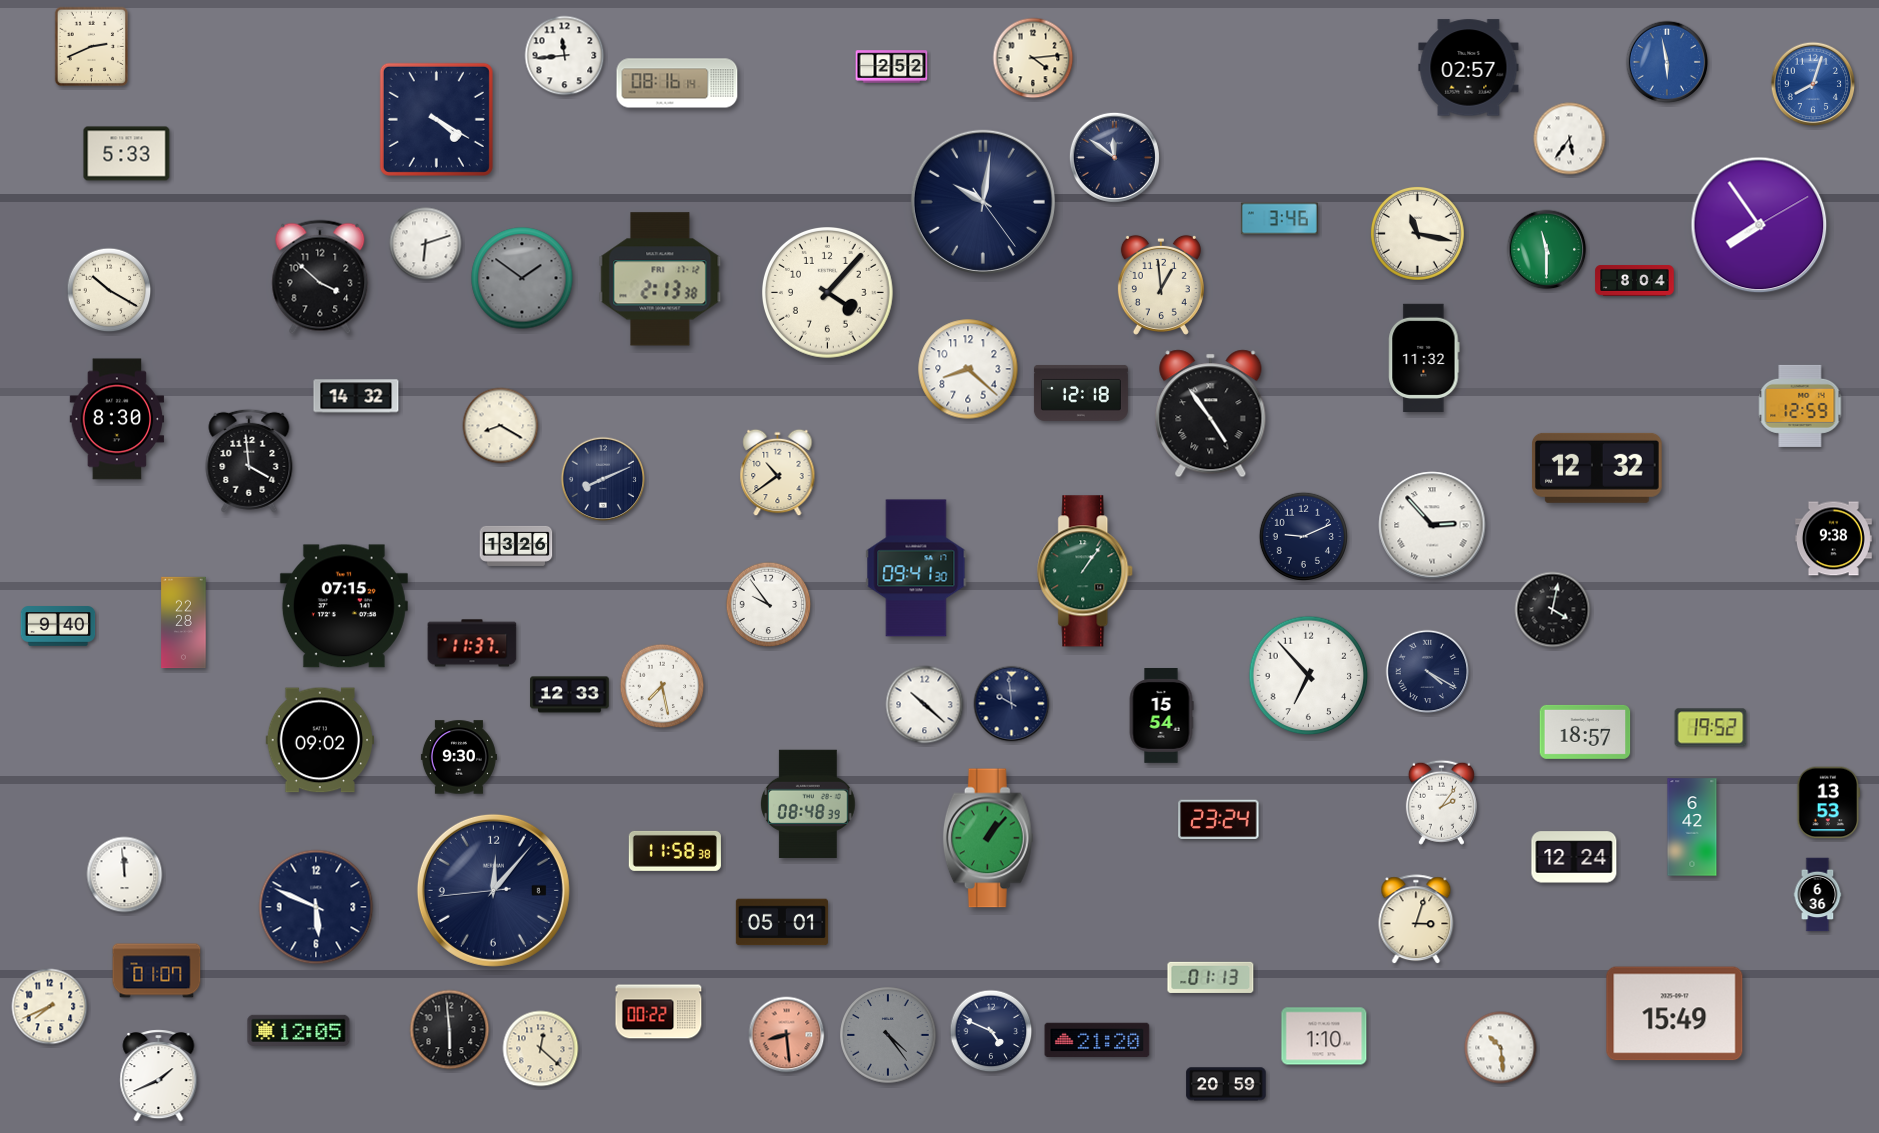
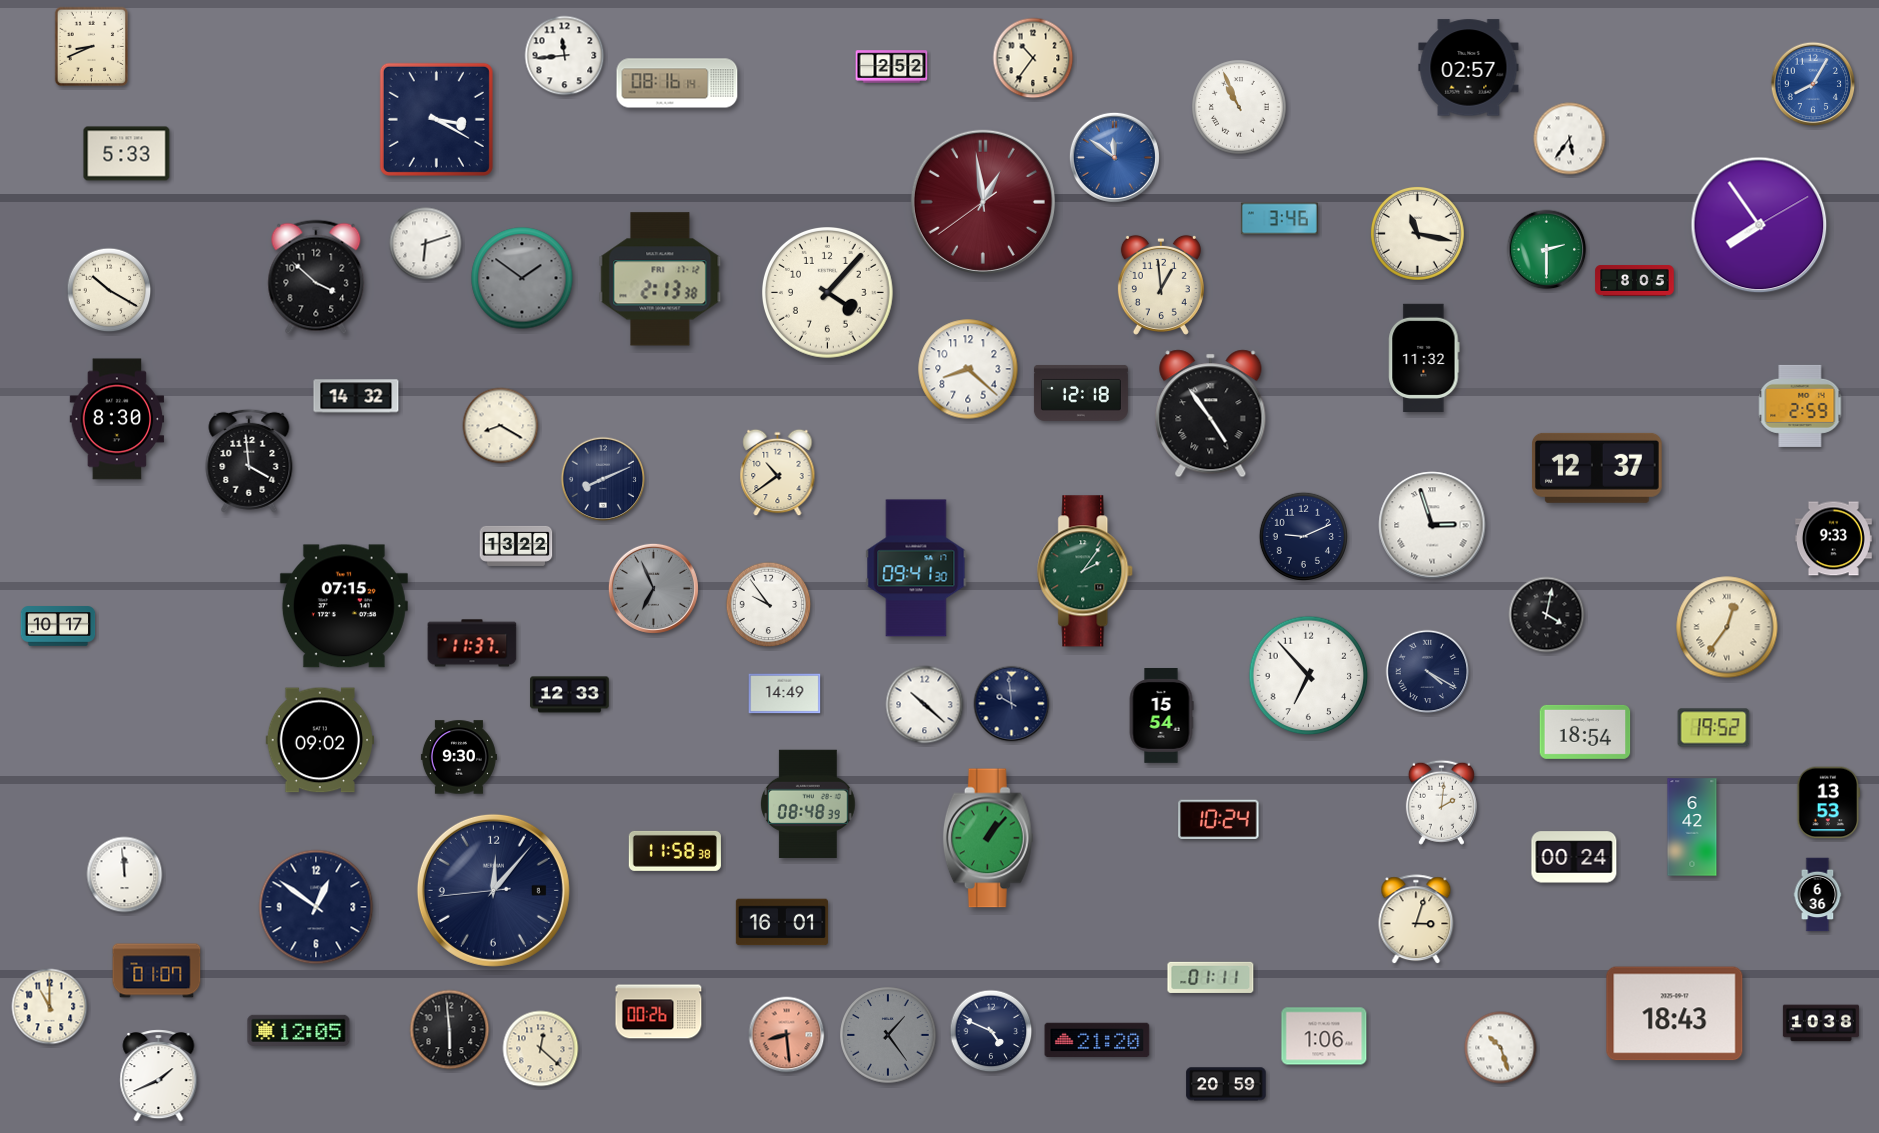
clock at (92, 47): 2:41 -> 8:41
clock at (1033, 58): 4:14 -> 10:36
clock at (1667, 62): 5:58 -> none
clock at (1813, 84): 8:03 -> 8:05
clock at (1240, 108): none -> 10:56
clock at (436, 119): 4:20 -> 3:20
clock at (1114, 157) dial: navy -> blue
clock at (983, 202): 10:01 -> 12:58
clock at (983, 202) dial: navy -> burgundy
clock at (1547, 250): 11:30 -> 2:30
clock at (320, 277) position: (320, 277) -> (316, 277)
clock at (1635, 281): 8:04 -> 8:05
clock at (1800, 406): 12:59 -> 2:59
clock at (1598, 468): 12:32 -> 12:37
clock at (1432, 525): 2:53 -> 2:57
clock at (1833, 539): 9:38 -> 9:33
clock at (516, 546): 13:26 -> 13:22
clock at (1086, 571): 1:06 -> 2:06
clock at (653, 588): none -> 6:56
clock at (1553, 610) position: (1553, 610) -> (1547, 615)
clock at (184, 623): 22:28 -> none
clock at (58, 626): 9:40 -> 10:17
clock at (1727, 627): none -> 12:36
clock at (662, 686): 7:28 -> none
clock at (785, 694): none -> 14:49
clock at (1711, 728) position: (1711, 728) -> (1714, 728)
clock at (1585, 732): 18:57 -> 18:54
clock at (1441, 802): 2:06 -> 2:01
clock at (1219, 820): 23:24 -> 10:24
clock at (1574, 857): 12:24 -> 00:24
clock at (316, 907): 5:49 -> 12:51
clock at (782, 922): 05:01 -> 16:01
clock at (1211, 977): 01:13 -> 01:11
clock at (50, 1007): 7:41 -> 11:00
clock at (659, 1012): 00:22 -> 00:26
clock at (1675, 1014): 15:49 -> 18:43
clock at (1821, 1023): none -> 10:38
clock at (888, 1035): 4:24 -> 1:24
clock at (1324, 1036): 1:10 -> 1:06
clock at (1501, 1048): 10:29 -> 10:27
